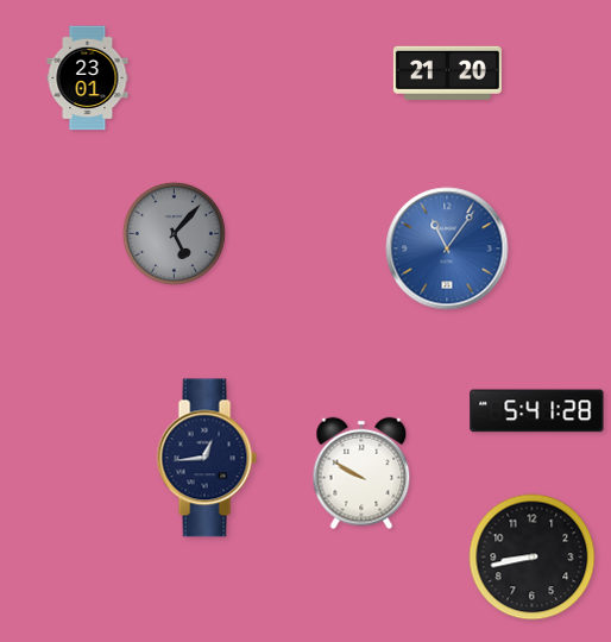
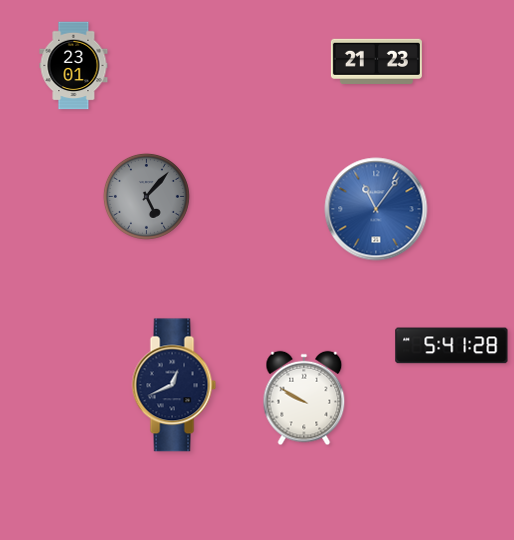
clock at (447, 73): 21:20 -> 21:23
clock at (207, 458): 12:44 -> 12:41
clock at (533, 558): 8:43 -> none
